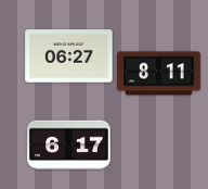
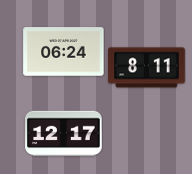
clock at (69, 56): 06:27 -> 06:24
clock at (69, 146): 6:17 -> 12:17
